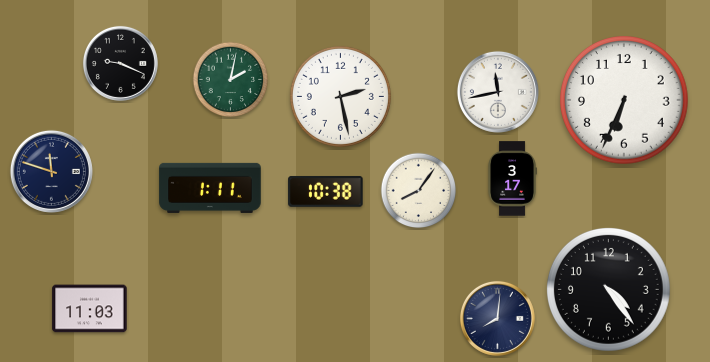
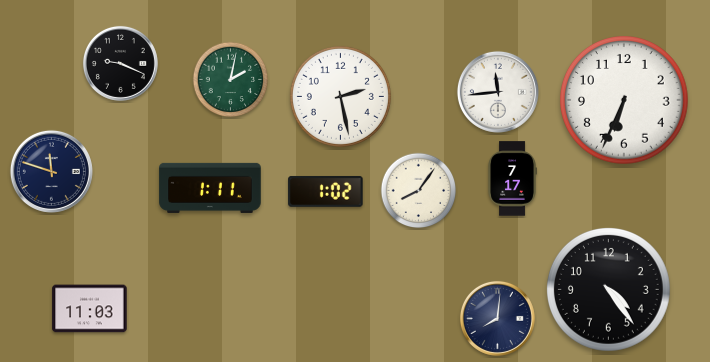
clock at (498, 92): 11:43 -> 11:44
clock at (512, 179): 3:17 -> 7:17
clock at (326, 191): 10:38 -> 1:02
